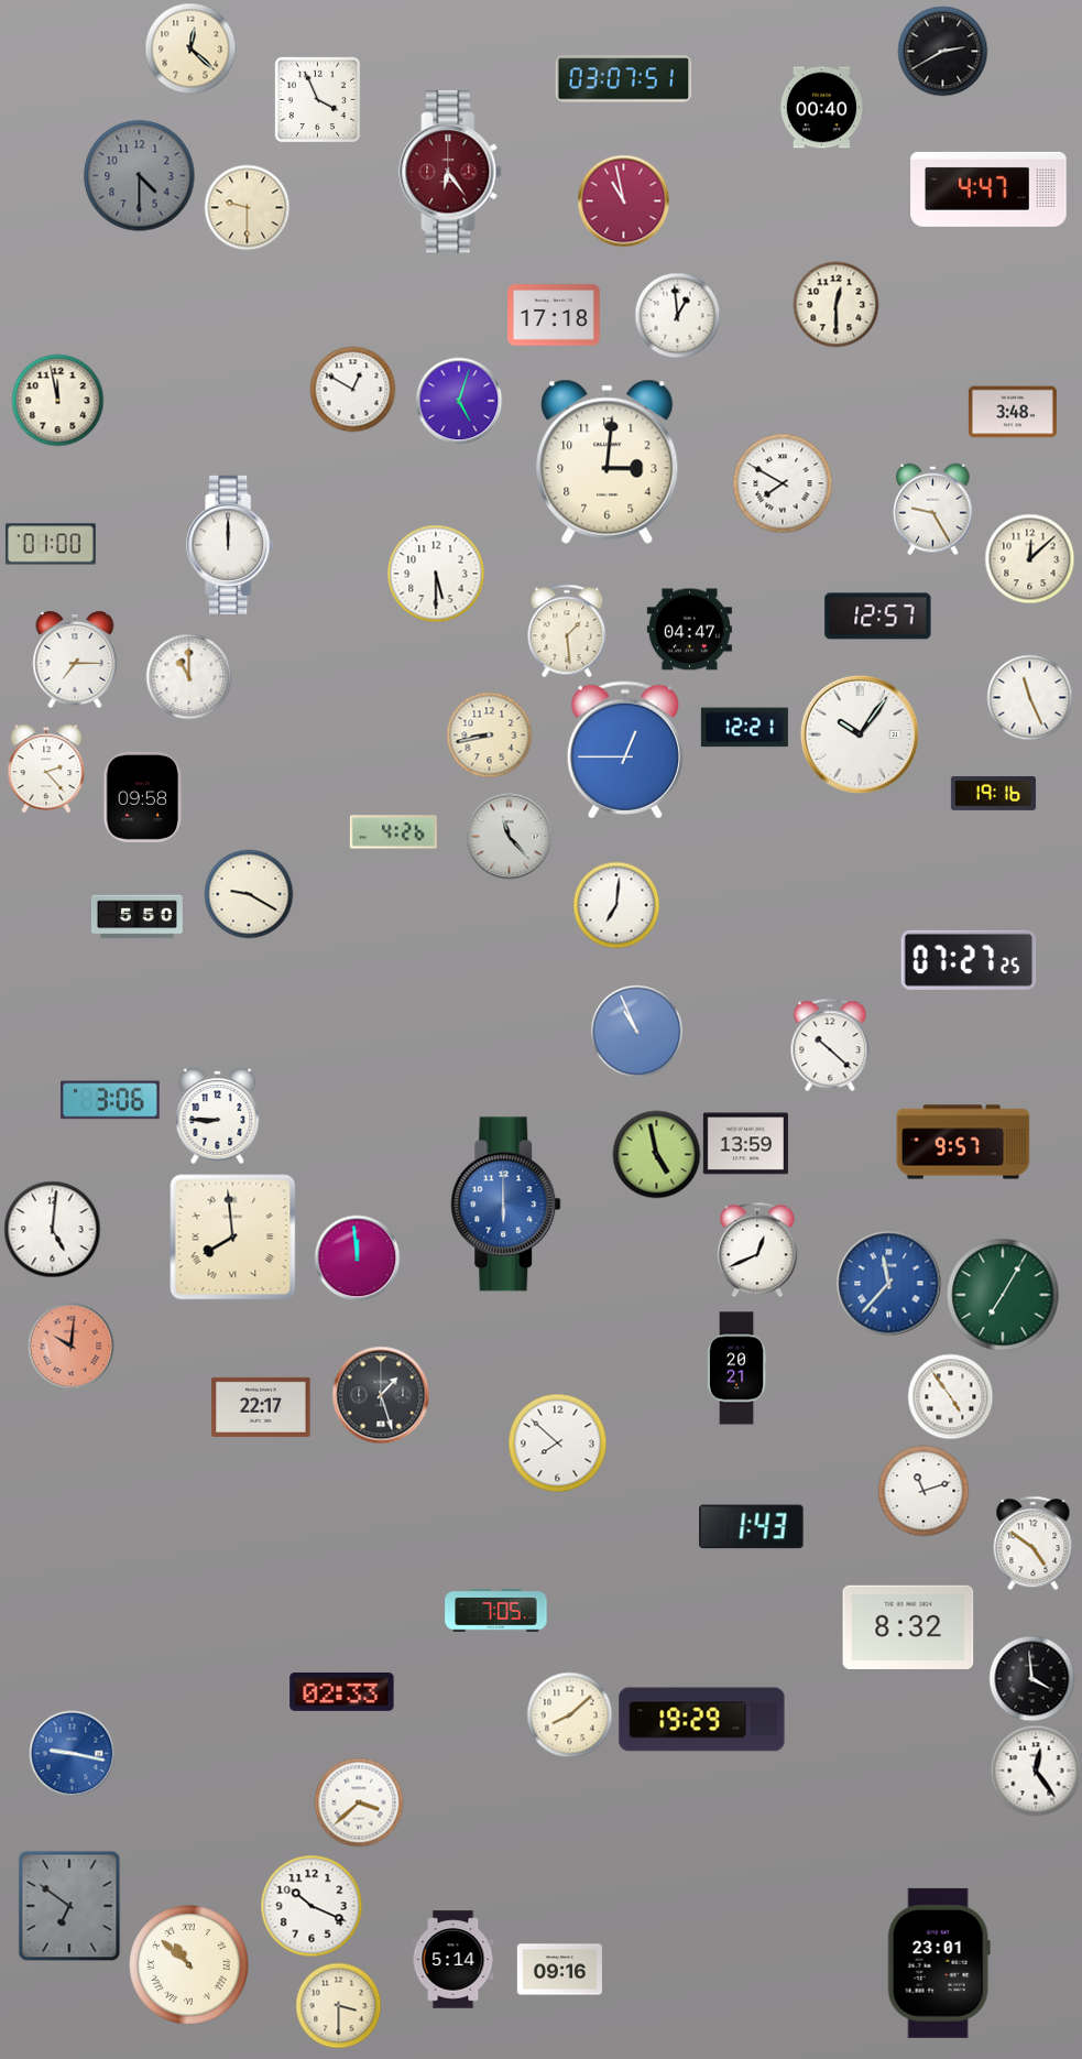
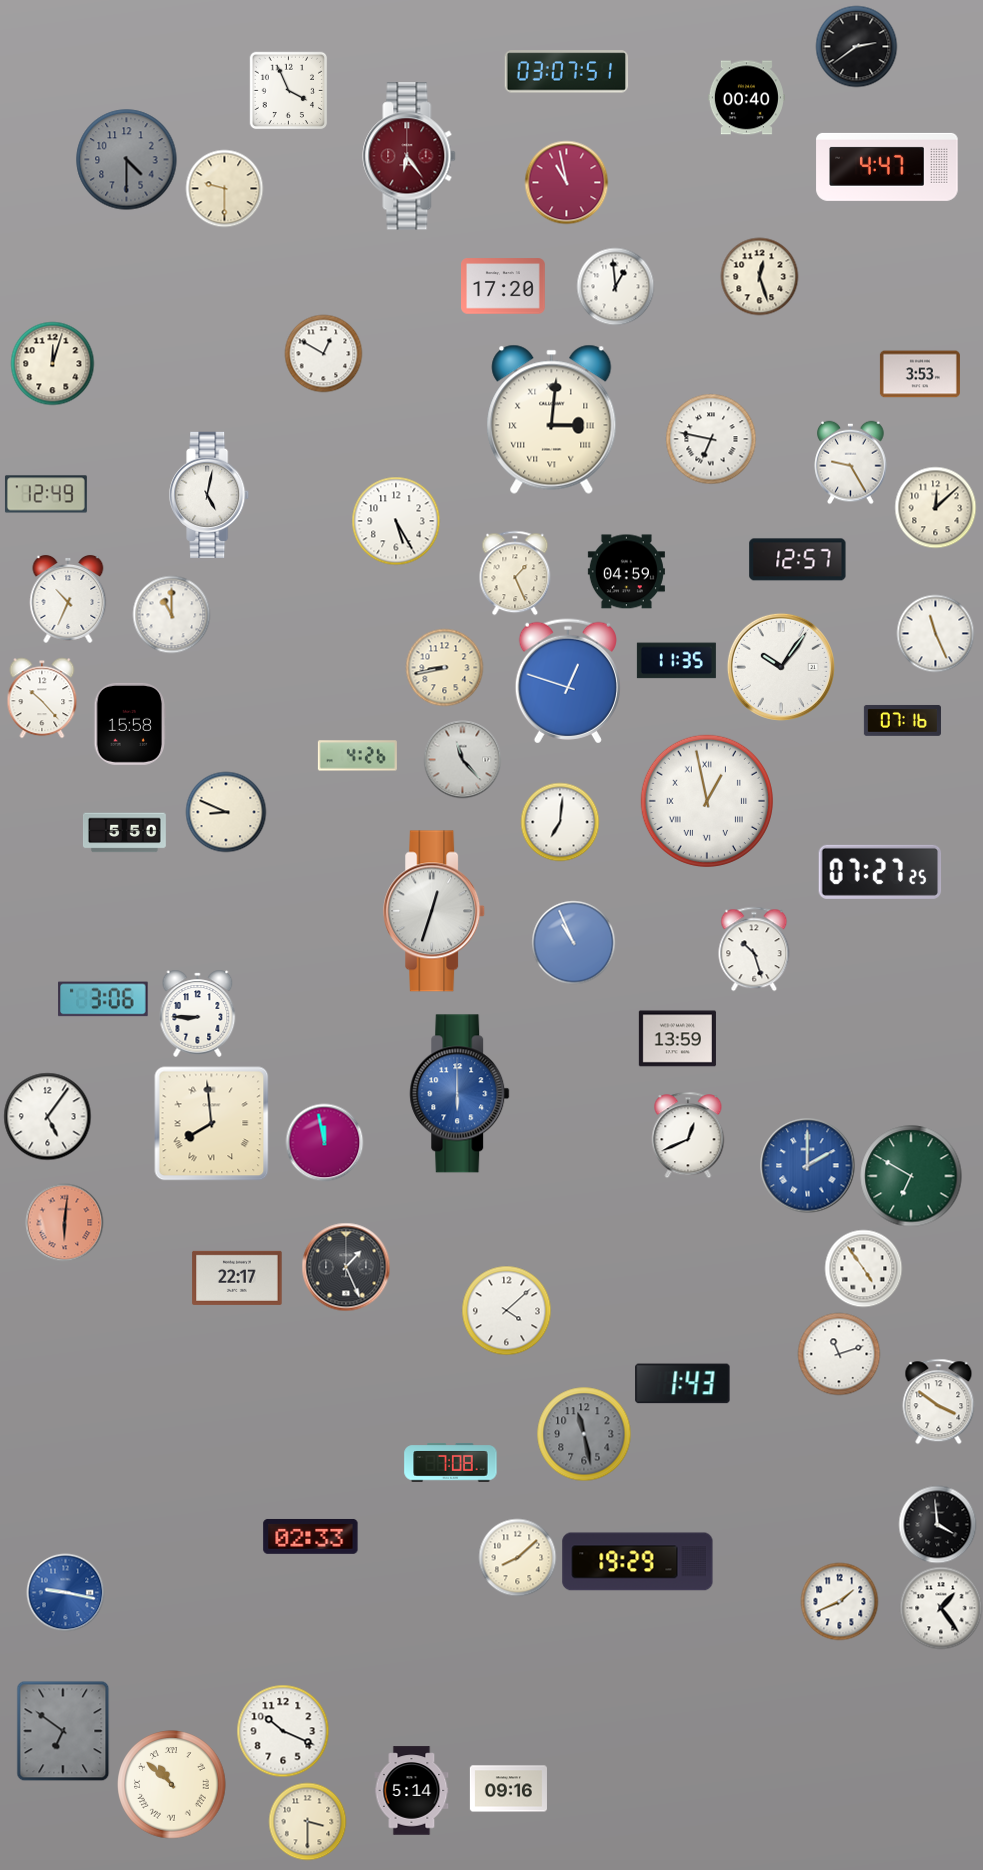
clock at (190, 48): 12:22 -> none
clock at (942, 51): 2:40 -> 2:39
clock at (988, 189) position: (988, 189) -> (887, 167)
clock at (835, 304): 12:30 -> 12:27
clock at (555, 315): 17:18 -> 17:20
clock at (352, 389) position: (352, 389) -> (323, 353)
clock at (57, 400): 11:58 -> 12:03
clock at (459, 401): 5:03 -> none
clock at (1013, 412): 3:48 -> 3:53
clock at (608, 461) numerals: Arabic -> Roman
clock at (783, 483): 7:50 -> 6:47
clock at (933, 509) position: (933, 509) -> (851, 462)
clock at (51, 544): 01:00 -> 12:49
clock at (231, 544): 12:00 -> 5:02
clock at (436, 574): 5:30 -> 5:25
clock at (689, 630): 04:47 -> 04:59
clock at (567, 631): 1:29 -> 1:26
clock at (75, 660): 7:15 -> 10:34
clock at (744, 728): 12:21 -> 11:35
clock at (625, 750): 12:45 -> 12:48
clock at (46, 769): 2:23 -> 10:23
clock at (993, 794): 19:16 -> 07:16
clock at (143, 797): 09:58 -> 15:58
clock at (707, 801): none -> 12:58
clock at (249, 894): 9:20 -> 8:49
clock at (435, 911): none -> 12:33
clock at (636, 1031) position: (636, 1031) -> (573, 942)
clock at (830, 1045): 10:22 -> 10:27
clock at (110, 1100) position: (110, 1100) -> (103, 999)
clock at (963, 1142): 9:57 -> none
clock at (656, 1154): 4:58 -> none
clock at (52, 1229): 5:01 -> 5:06
clock at (357, 1257): 11:59 -> 11:58
clock at (888, 1283): 11:37 -> 2:00
clock at (1003, 1295): 7:05 -> 6:50
clock at (70, 1346): 10:01 -> 6:01
clock at (736, 1369): 20:21 -> none
clock at (381, 1395): 1:27 -> 1:26
clock at (557, 1442): 7:52 -> 4:08
clock at (752, 1527) position: (752, 1527) -> (683, 1384)
clock at (1034, 1543): 4:51 -> 3:51
clock at (584, 1434): none -> 11:28
clock at (496, 1611): 7:05 -> 7:08
clock at (908, 1627): 8:32 -> none
clock at (839, 1601): none -> 1:41
clock at (1036, 1771): 12:24 -> 1:24
clock at (359, 1802): 3:38 -> none
clock at (453, 1960) position: (453, 1960) -> (412, 1791)
clock at (939, 1963): 23:01 -> none
